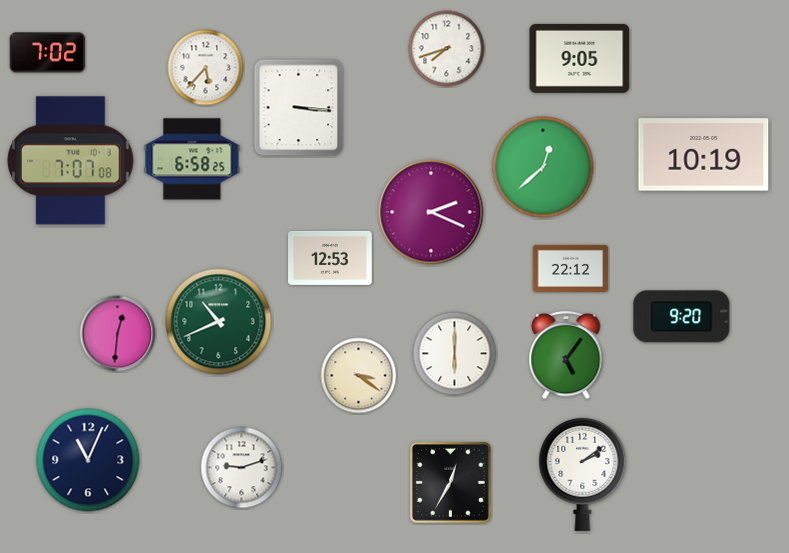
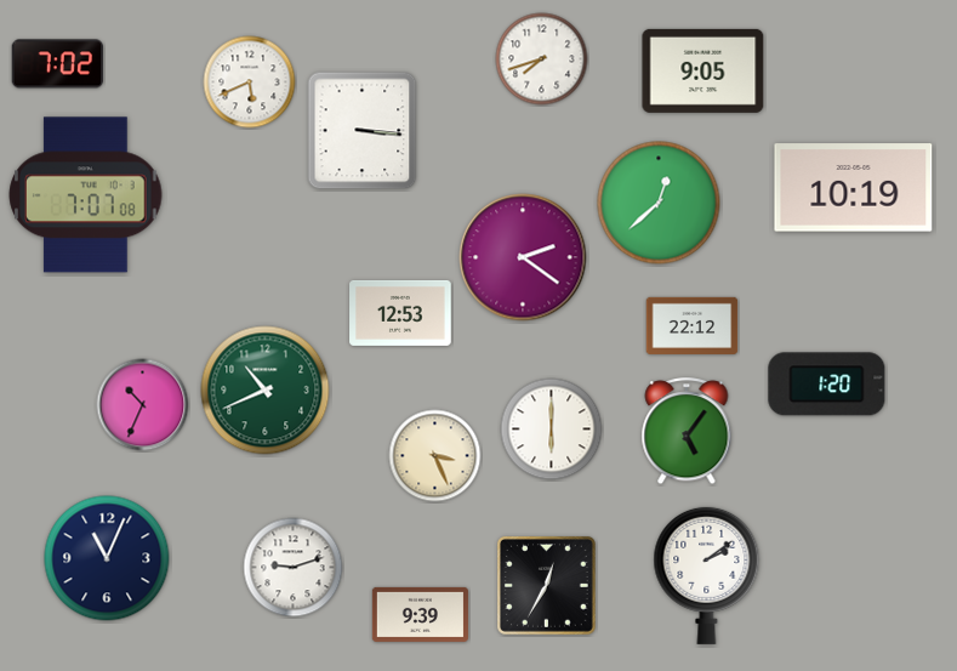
clock at (206, 68): 5:37 -> 5:41
clock at (192, 159): 6:58 -> none
clock at (431, 212): 2:19 -> 2:21
clock at (682, 317): 9:20 -> 1:20
clock at (118, 334): 12:31 -> 10:34
clock at (359, 376): 3:21 -> 3:26
clock at (420, 614): none -> 9:39
